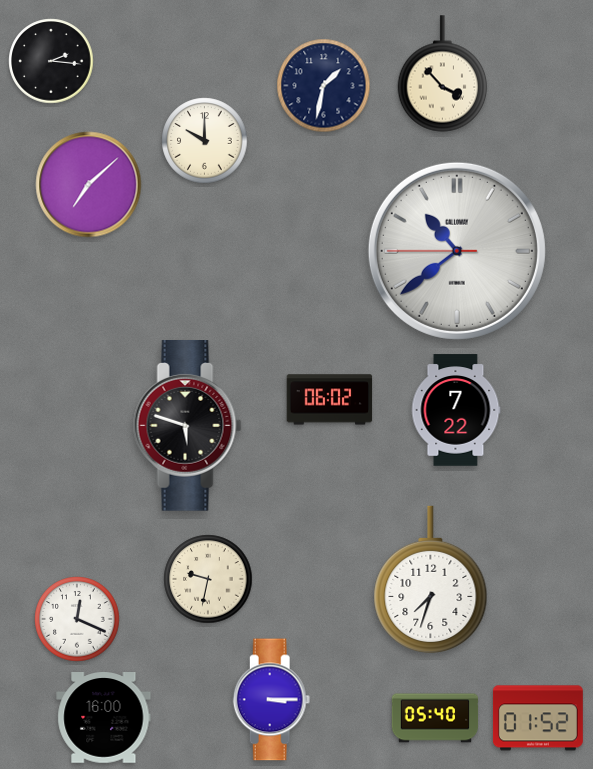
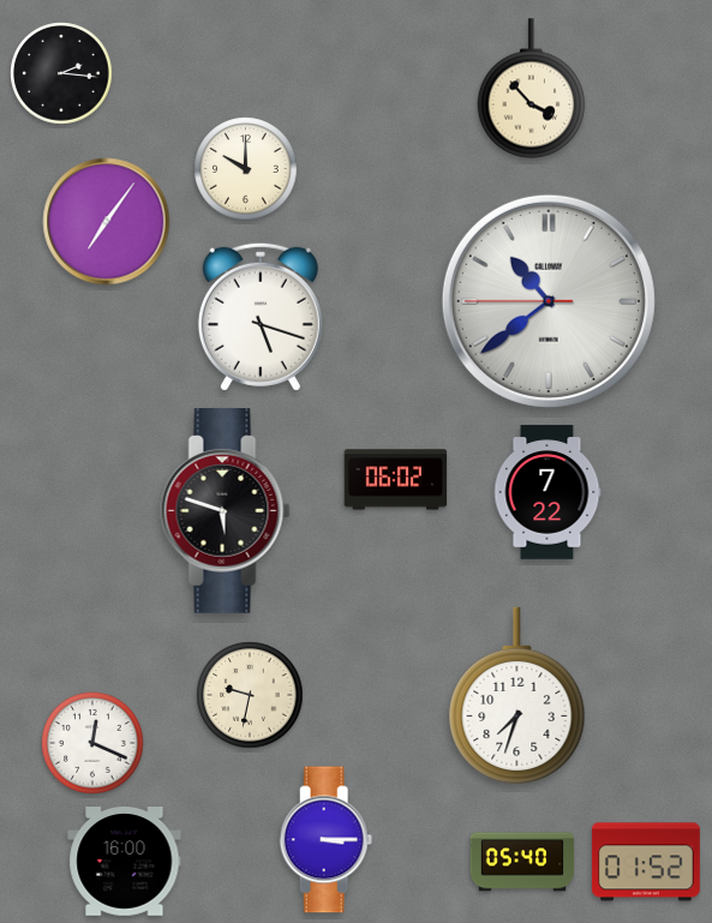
clock at (324, 86): 1:32 -> none
clock at (89, 185): 7:08 -> 7:06
clock at (261, 317): none -> 5:18
